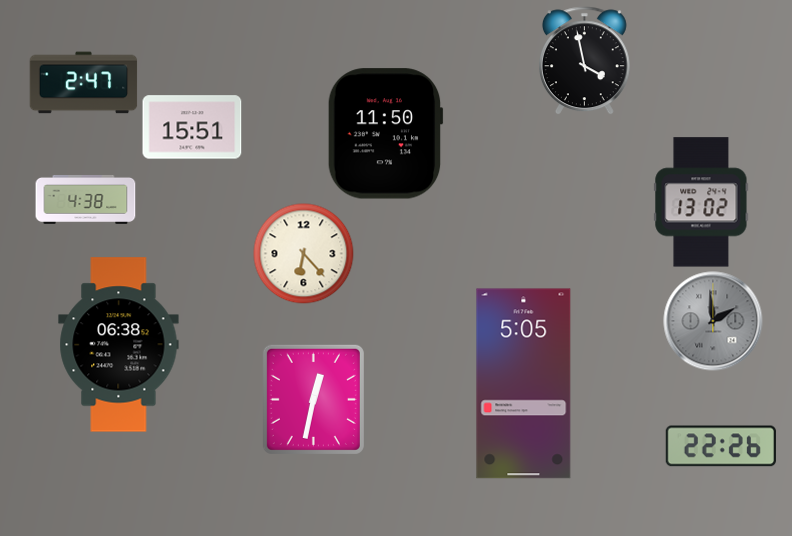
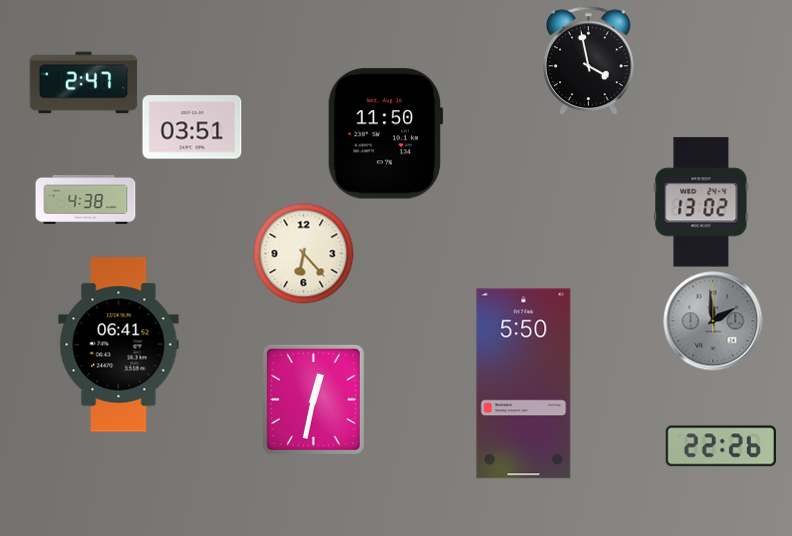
clock at (584, 61) position: (584, 61) -> (588, 61)
clock at (192, 127): 15:51 -> 03:51
clock at (119, 345): 06:38 -> 06:41
clock at (524, 384): 5:05 -> 5:50
